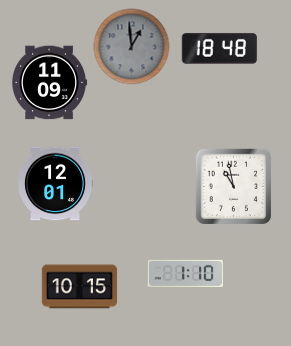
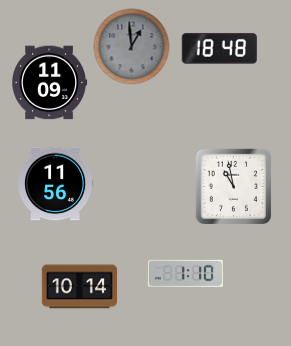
clock at (56, 184): 12:01 -> 11:56
clock at (80, 287): 10:15 -> 10:14
